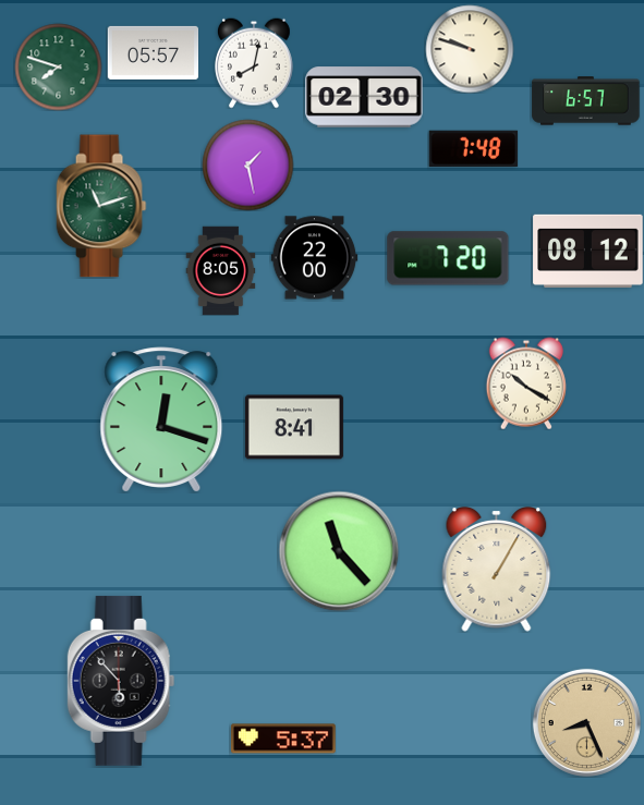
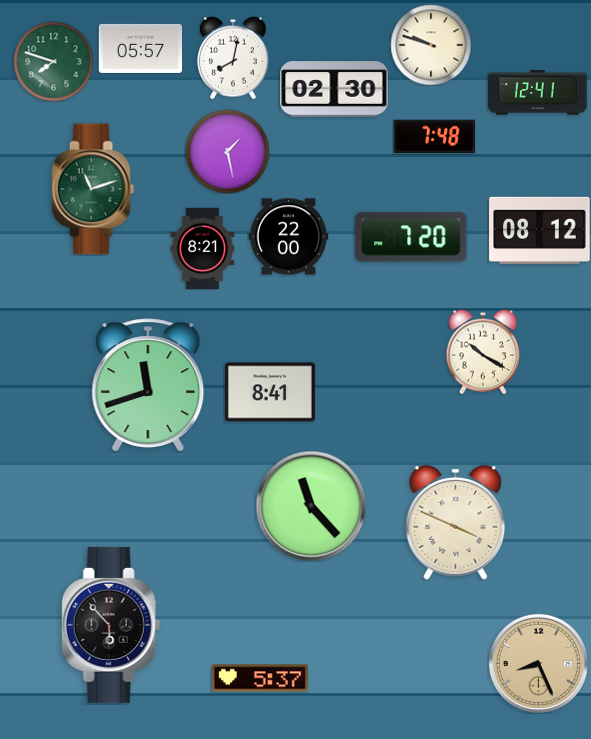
clock at (586, 101): 6:57 -> 12:41
clock at (221, 270): 8:05 -> 8:21
clock at (161, 419): 12:18 -> 11:42
clock at (497, 570): 1:05 -> 3:49
